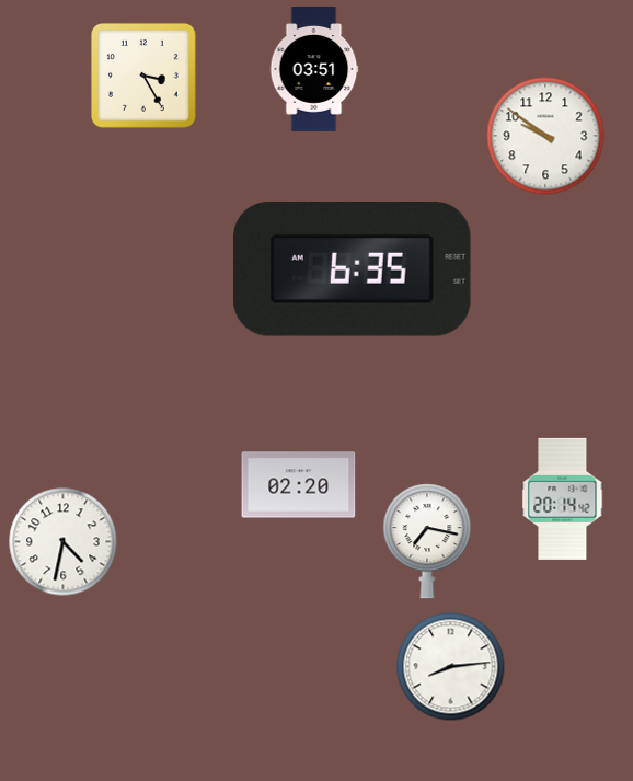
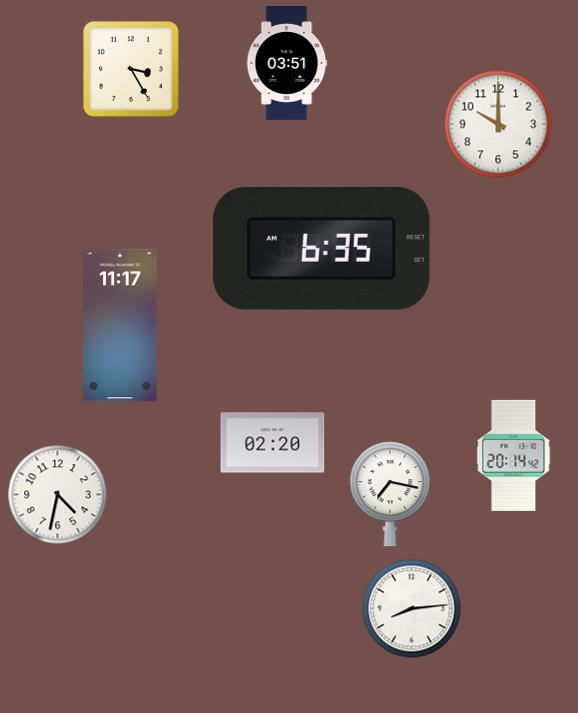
clock at (545, 136): 9:51 -> 10:00
clock at (353, 269) position: (353, 269) -> (322, 249)
clock at (120, 325): none -> 11:17
